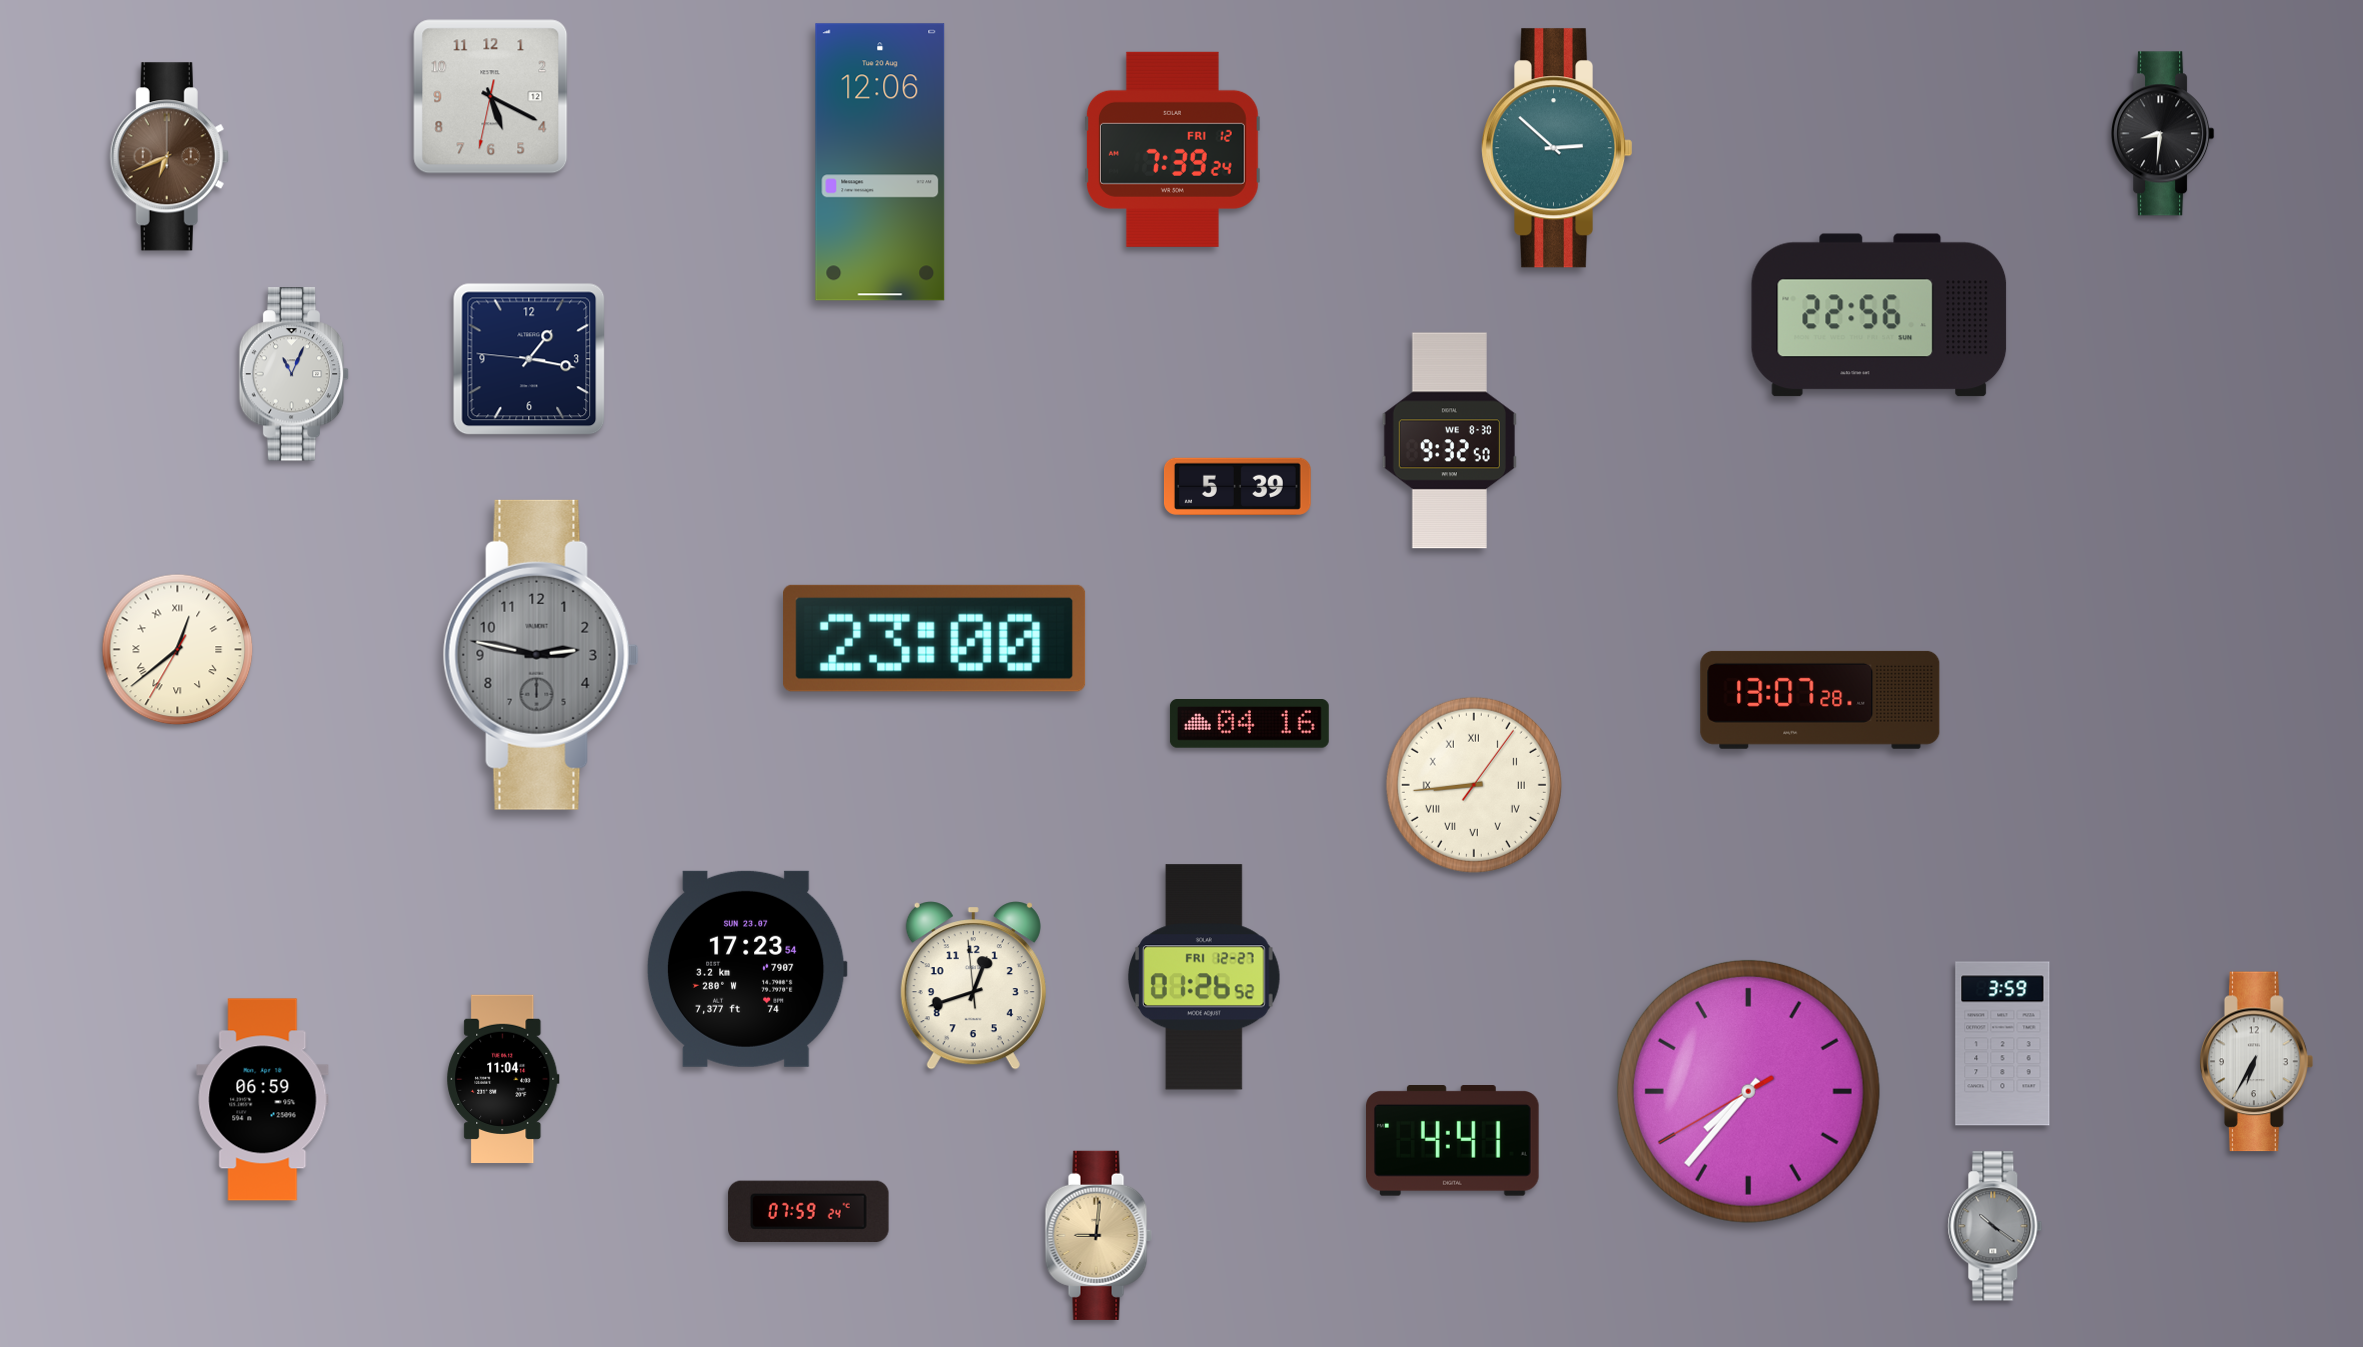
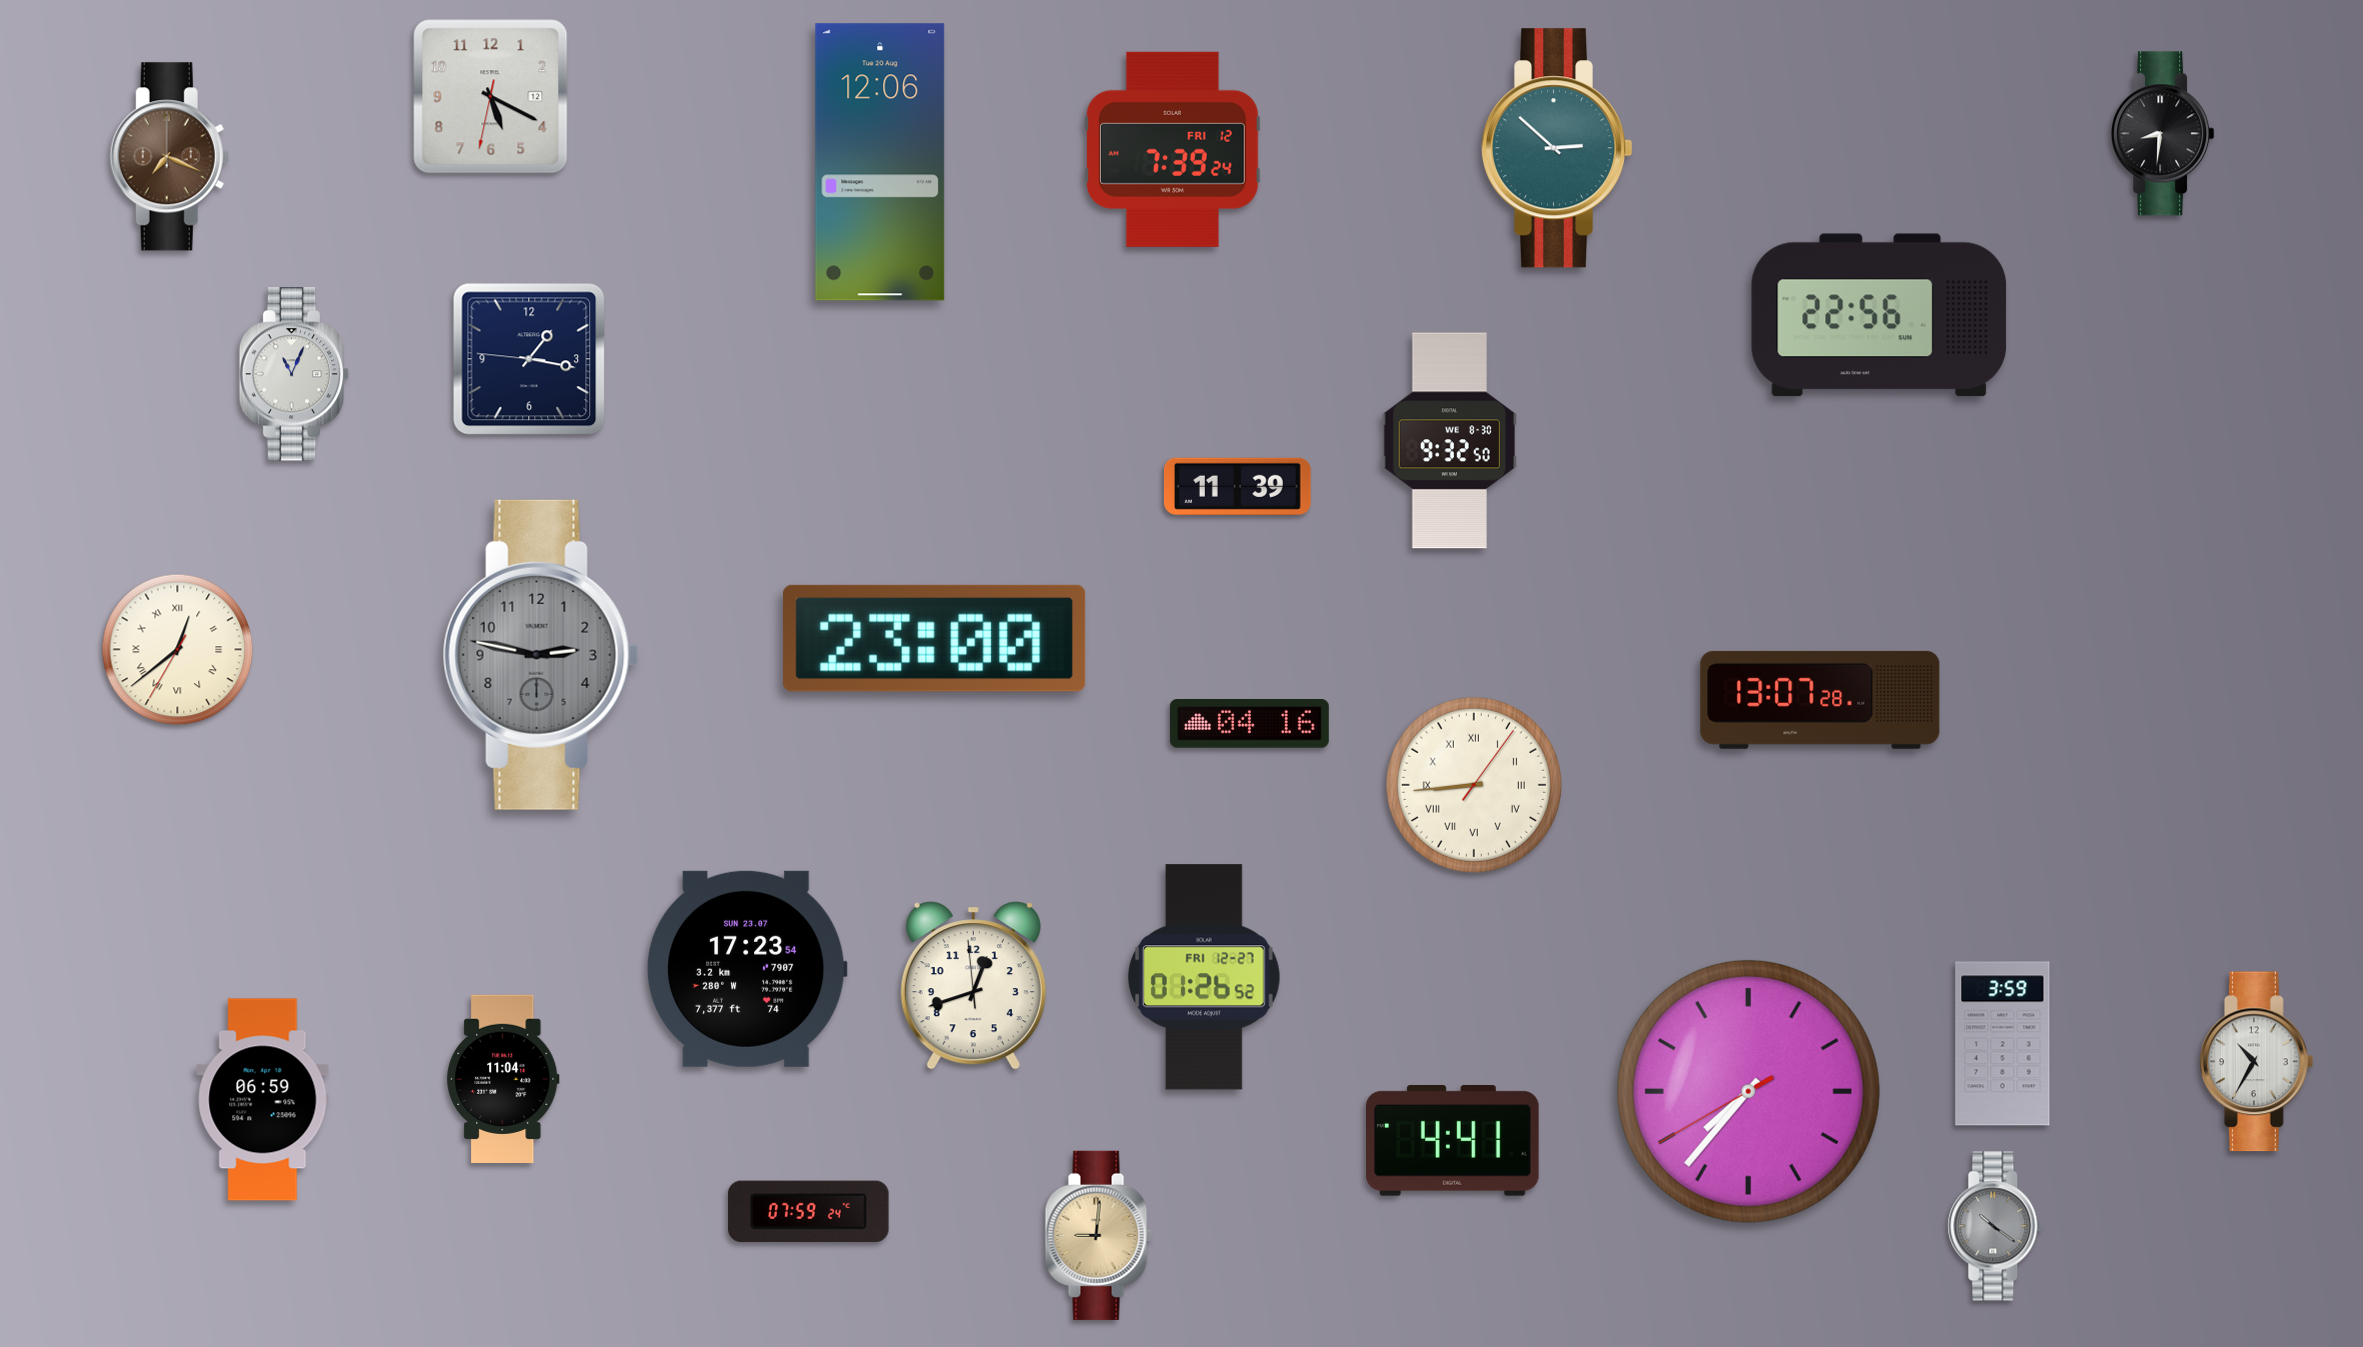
clock at (169, 157): 6:41 -> 7:19
clock at (1237, 486): 5:39 -> 11:39
clock at (2257, 1062): 6:35 -> 10:35
